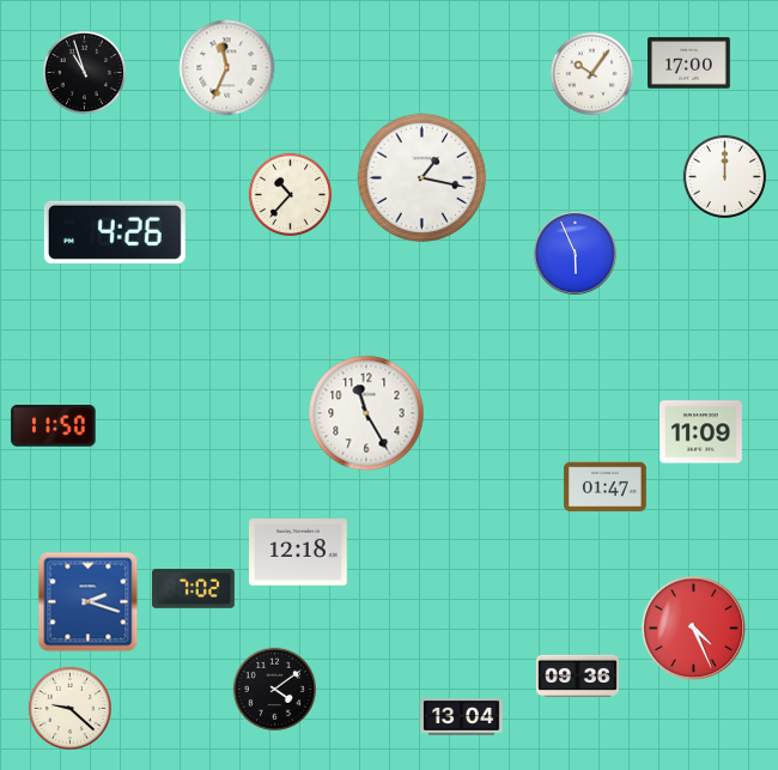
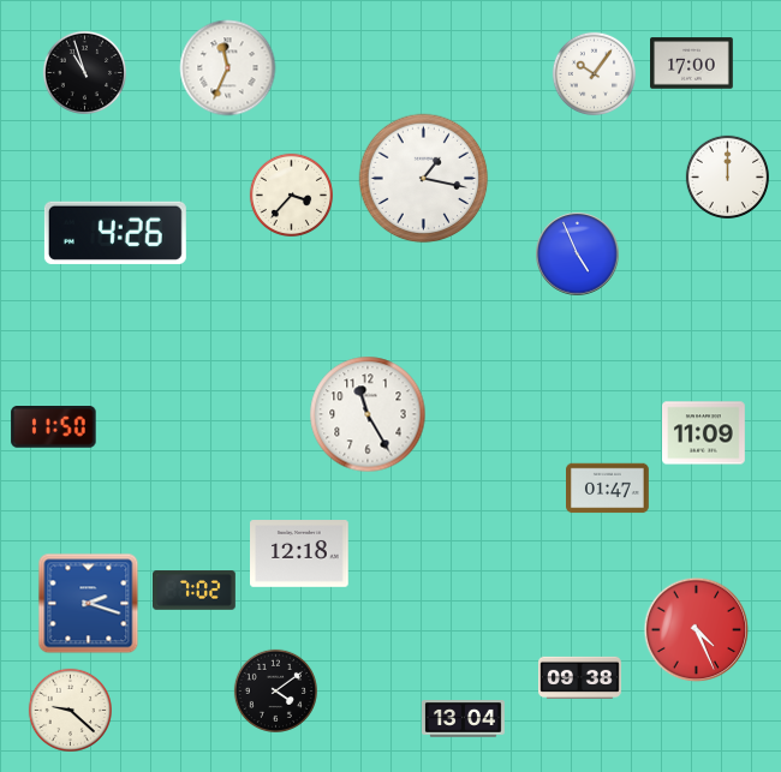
clock at (290, 194): 10:37 -> 3:37
clock at (576, 254): 5:56 -> 4:56
clock at (578, 675): 09:36 -> 09:38
